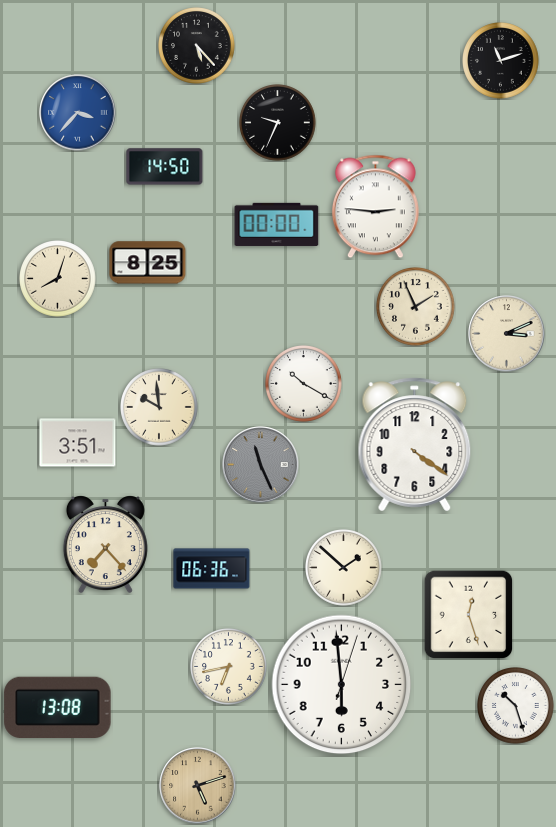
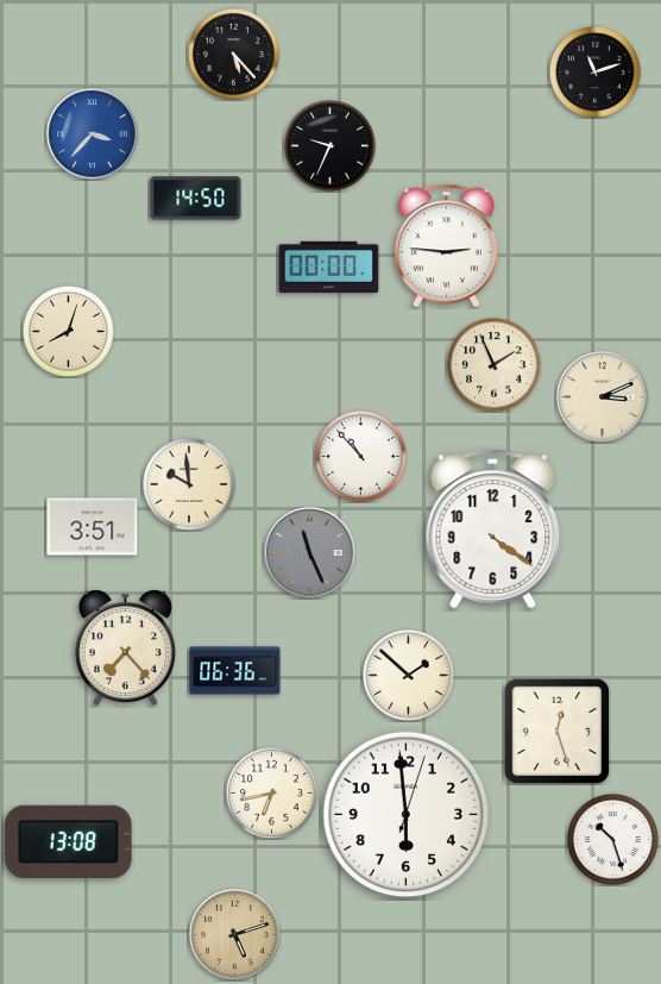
clock at (148, 263): 8:25 -> none
clock at (304, 384): 10:20 -> 10:53
clock at (212, 569) position: (212, 569) -> (235, 671)
